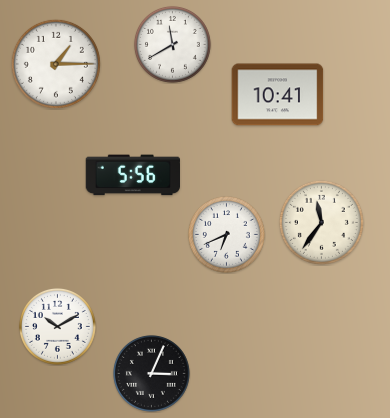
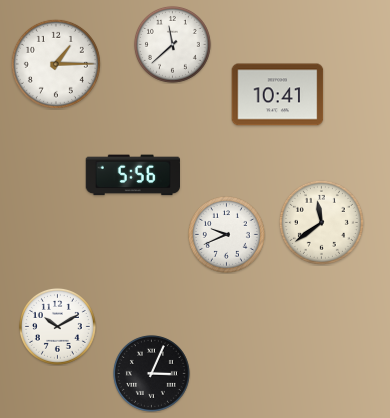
clock at (172, 44): 11:40 -> 11:38
clock at (321, 222): 11:36 -> 11:39
clock at (226, 234): 6:41 -> 9:41
